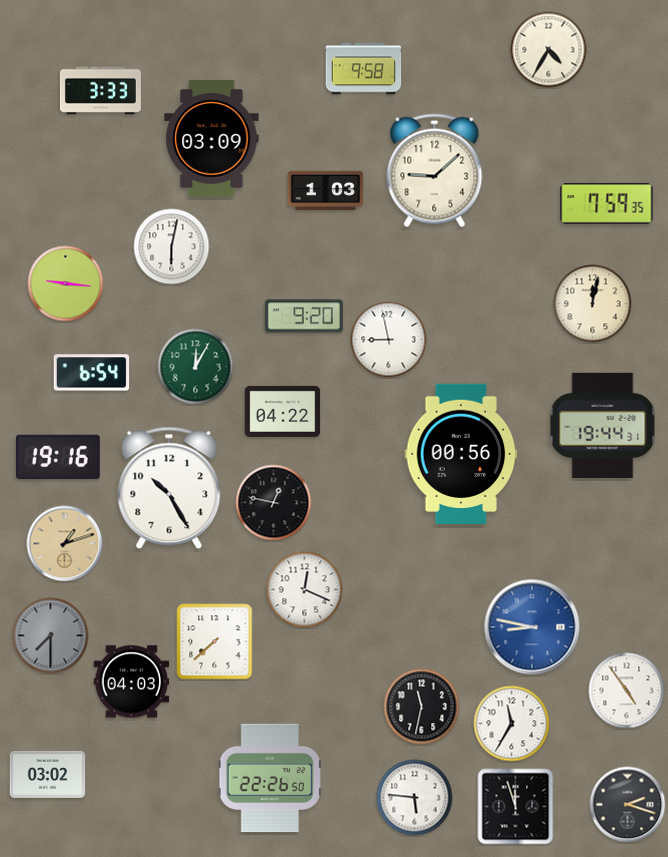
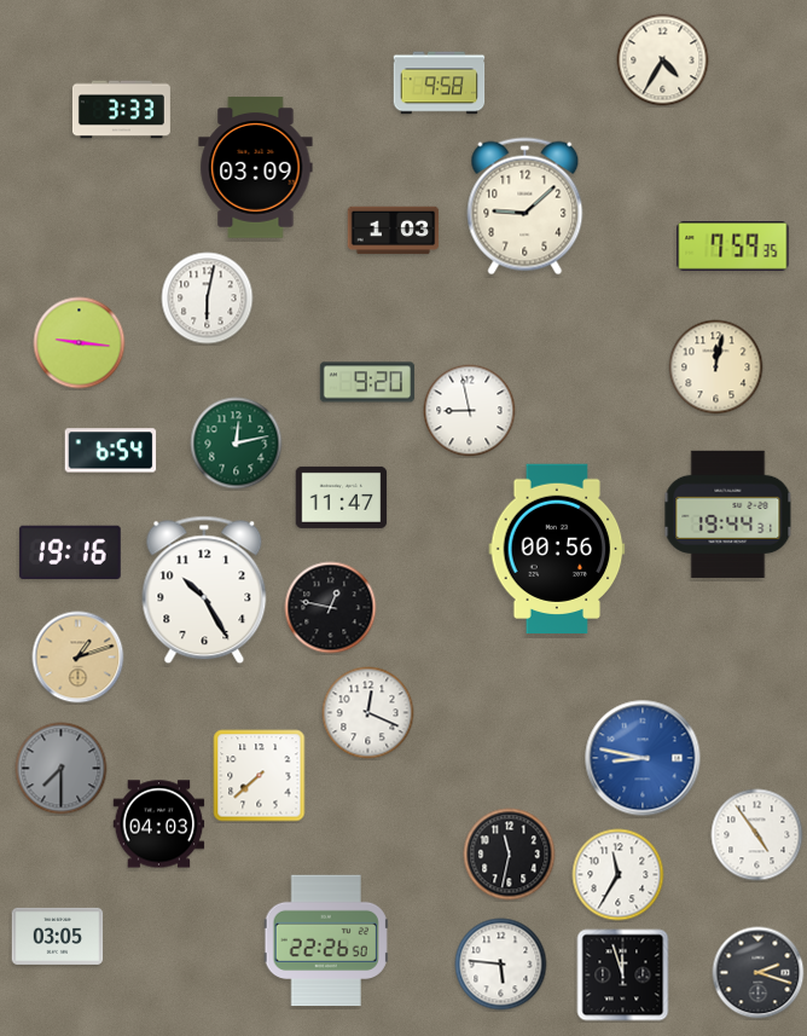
clock at (196, 367): 12:05 -> 12:13
clock at (283, 411): 04:22 -> 11:47
clock at (48, 774): 03:02 -> 03:05
